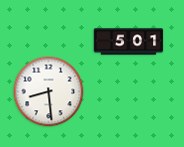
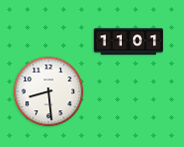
clock at (129, 42): 5:01 -> 11:01
